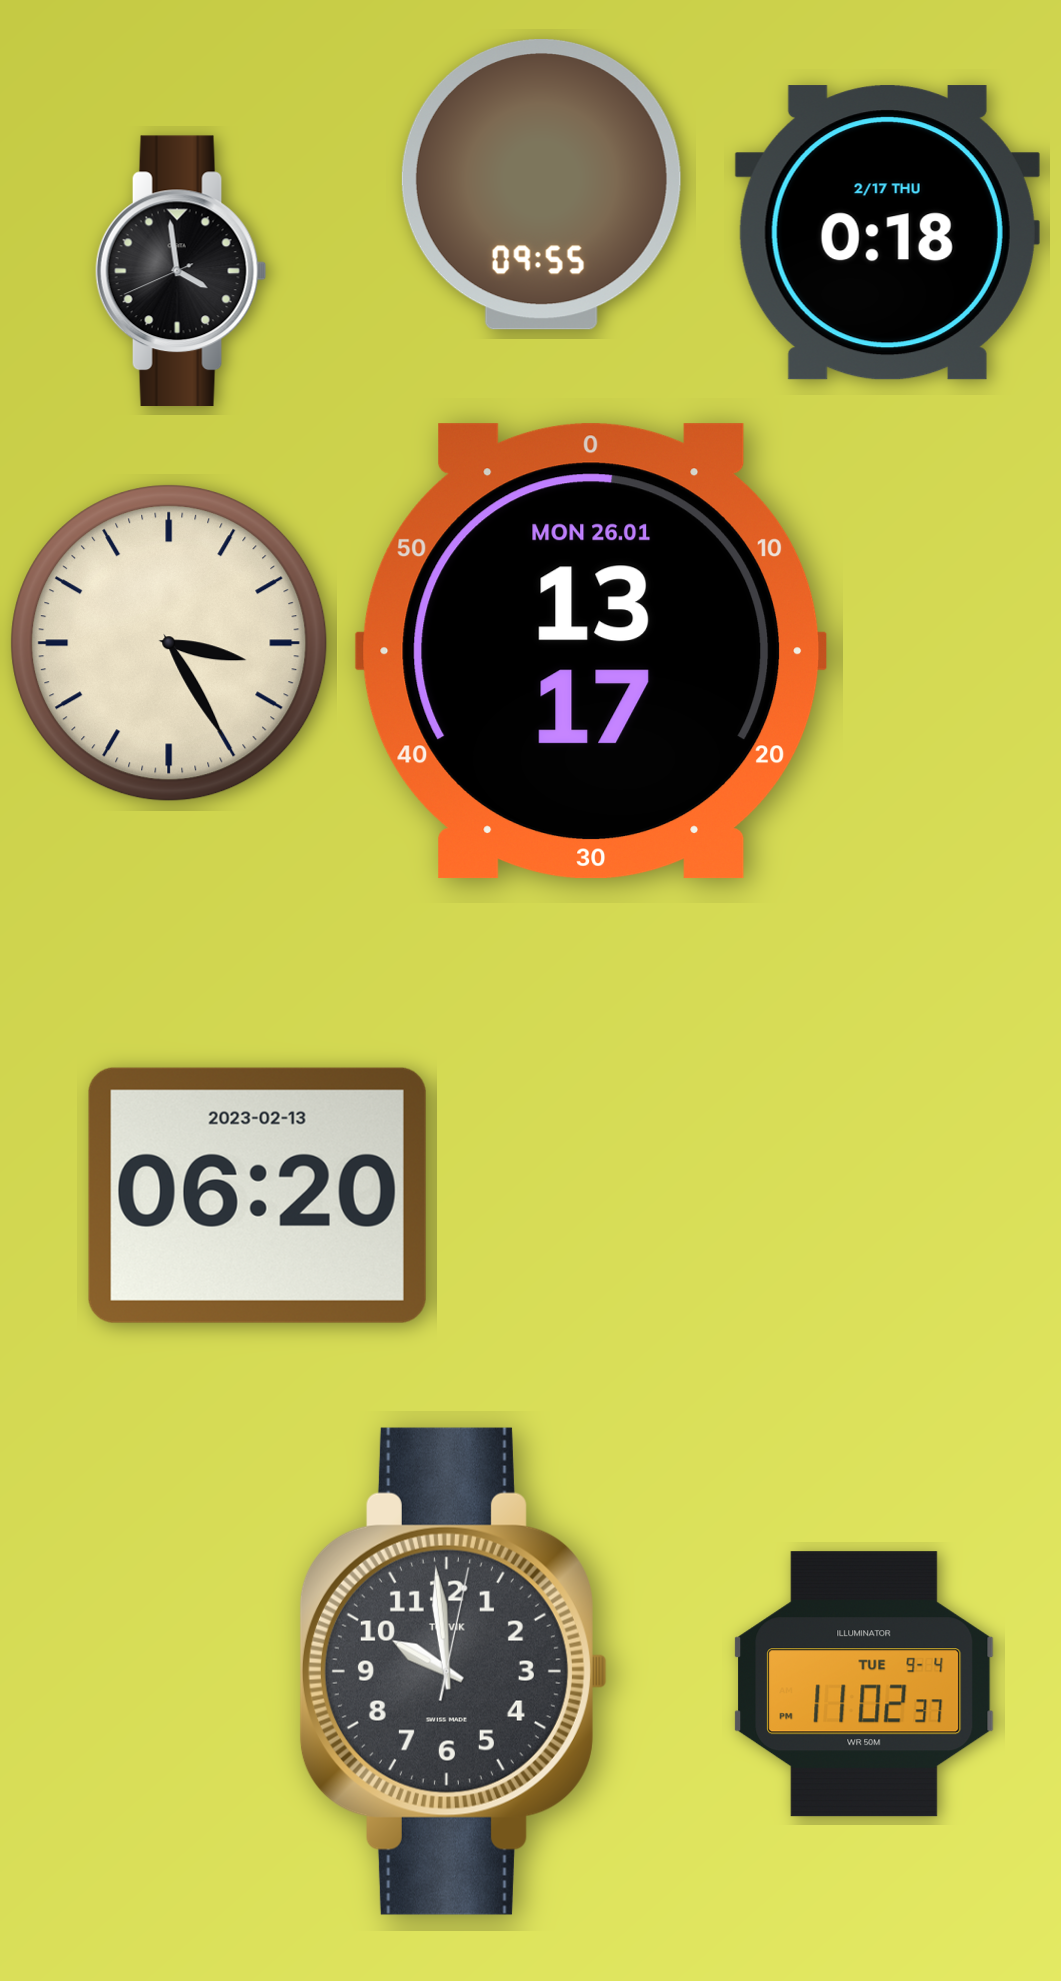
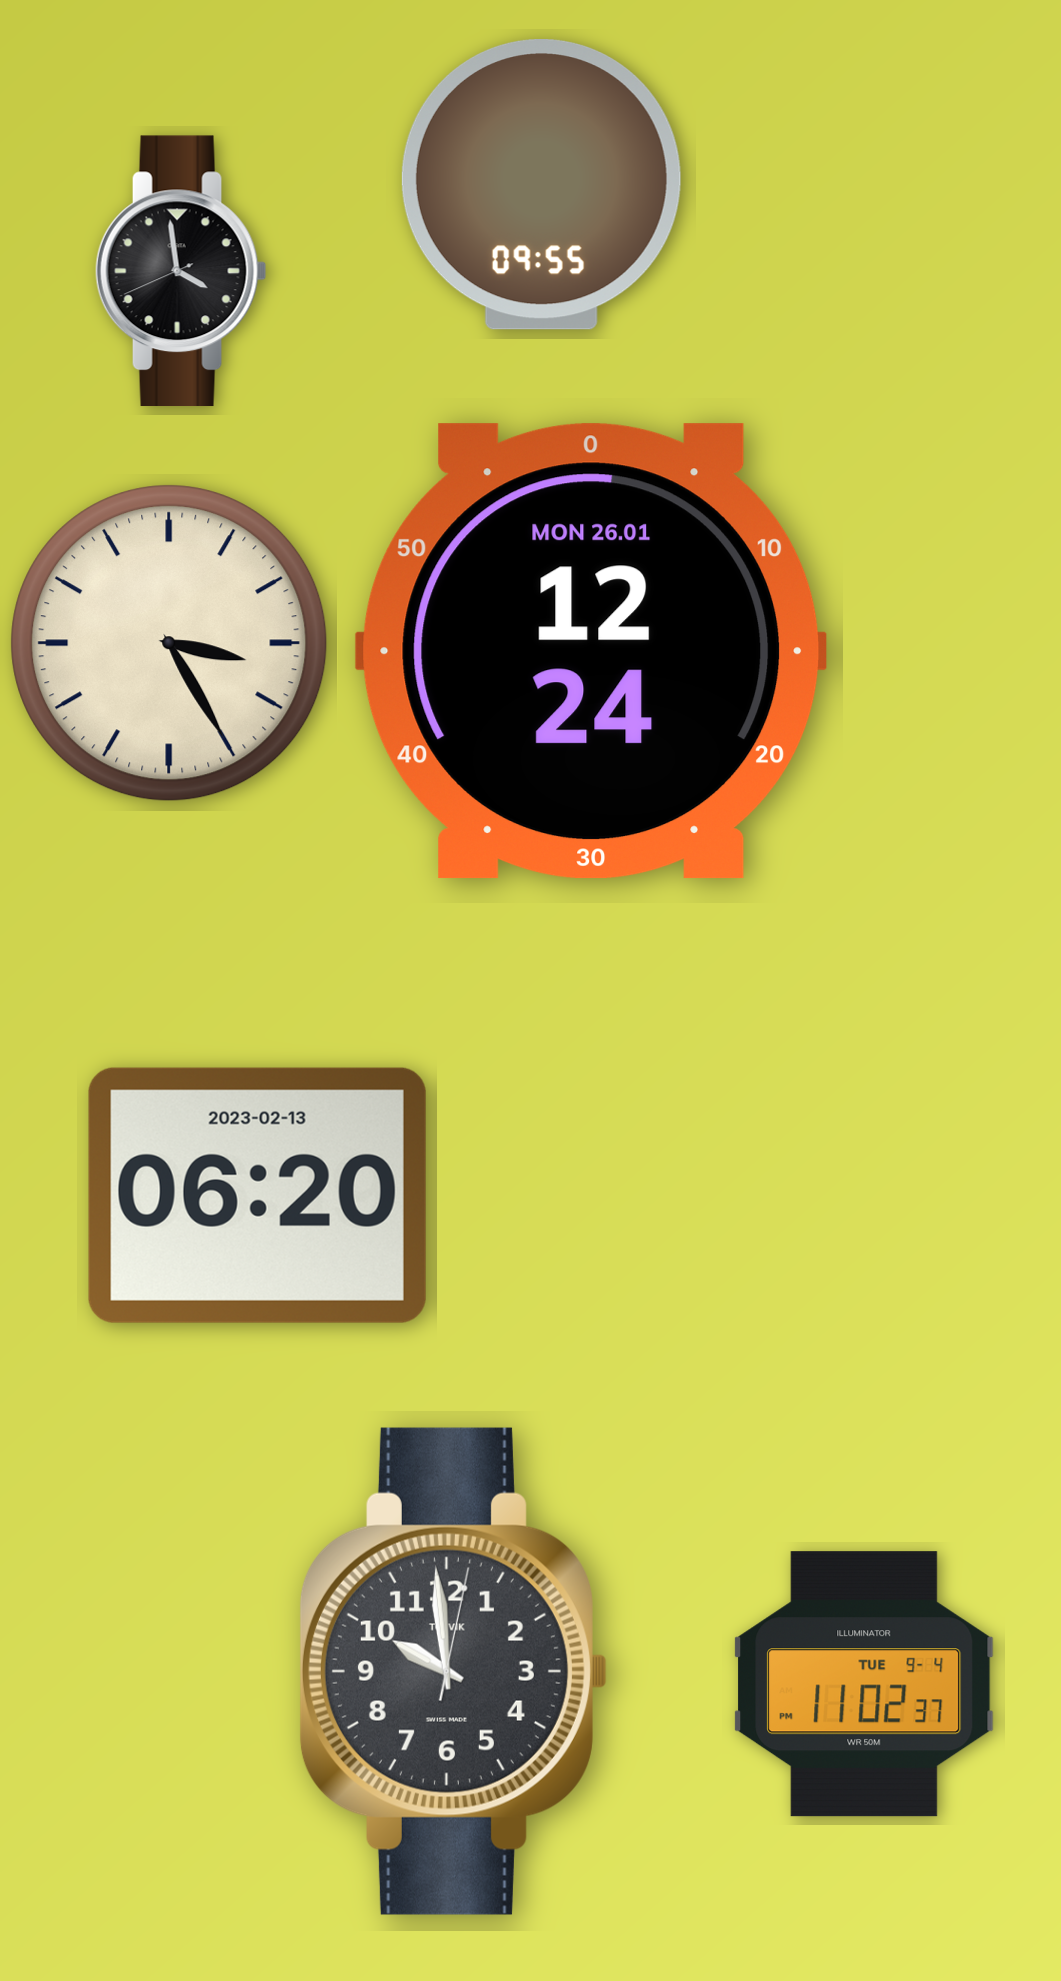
clock at (887, 233): 0:18 -> none
clock at (591, 651): 13:17 -> 12:24
